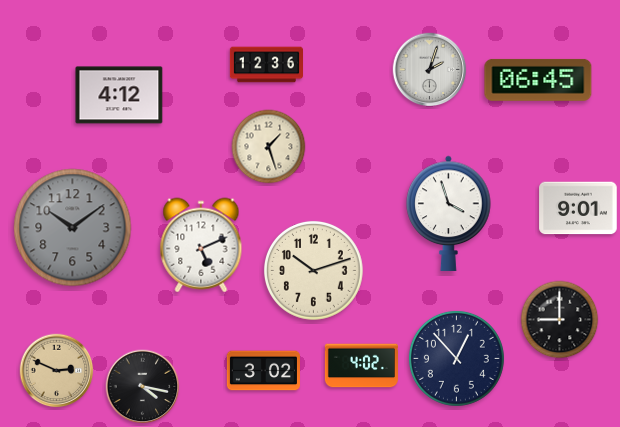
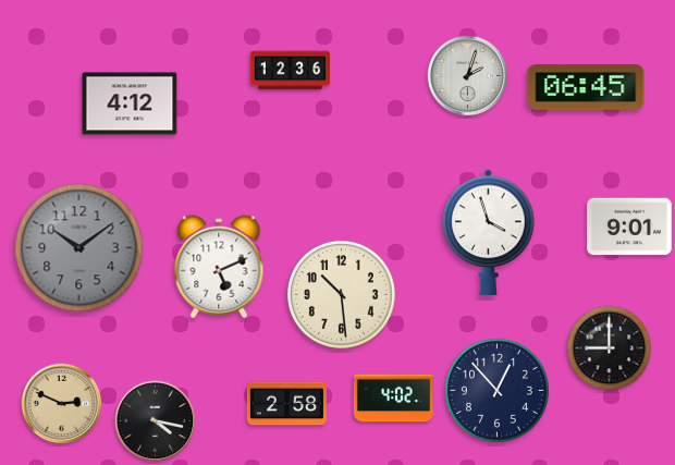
clock at (269, 147): 1:27 -> none
clock at (313, 270): 10:12 -> 10:29
clock at (263, 371): 3:02 -> 2:58
